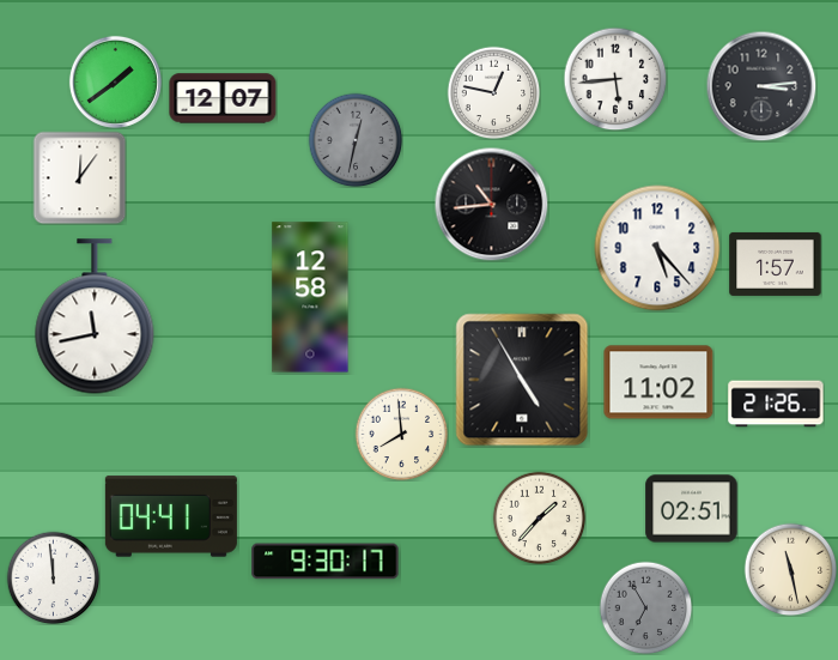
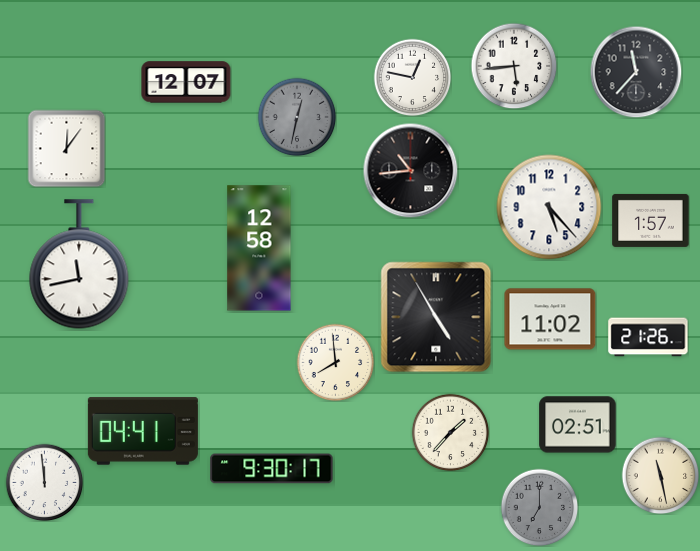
clock at (115, 81): 1:39 -> none
clock at (761, 86): 3:14 -> 11:37
clock at (776, 264) position: (776, 264) -> (651, 220)
clock at (645, 607): 6:55 -> 7:00
